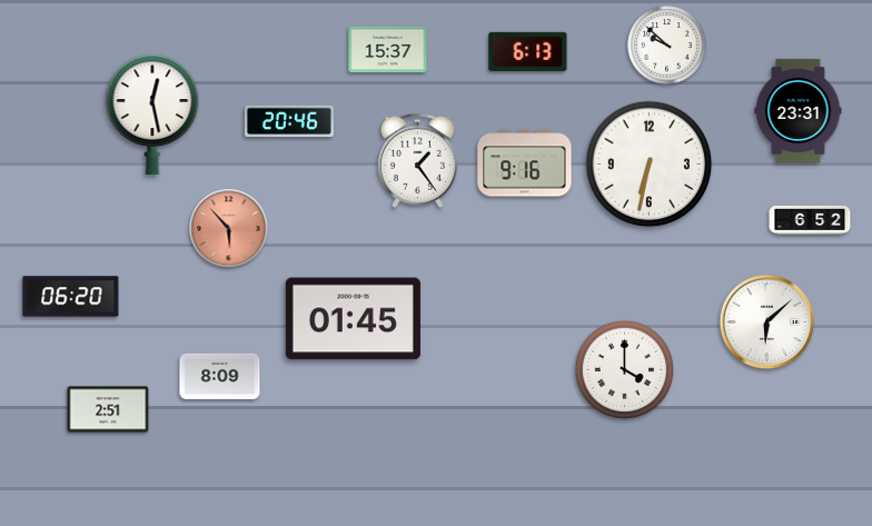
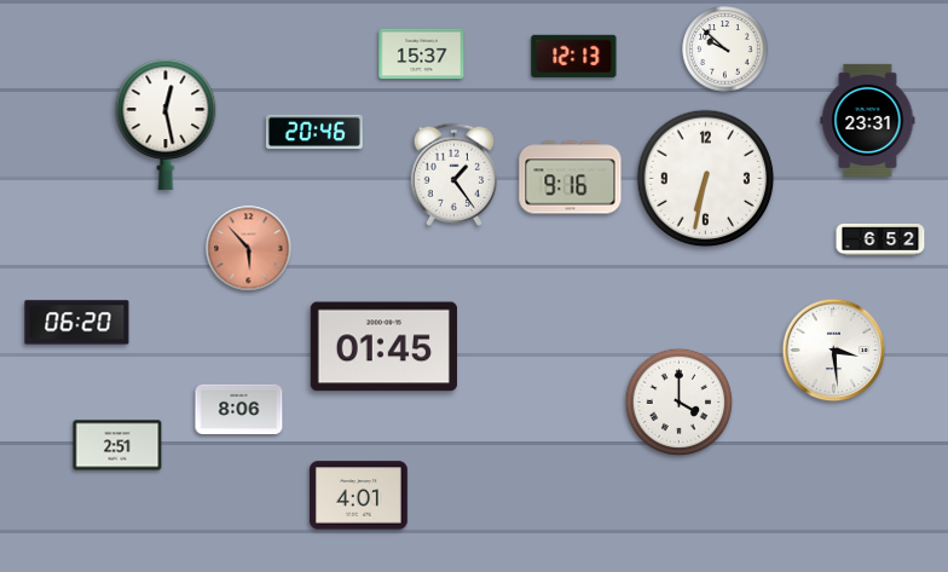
clock at (528, 51): 6:13 -> 12:13
clock at (767, 322): 6:08 -> 3:29
clock at (220, 376): 8:09 -> 8:06
clock at (359, 496): none -> 4:01
